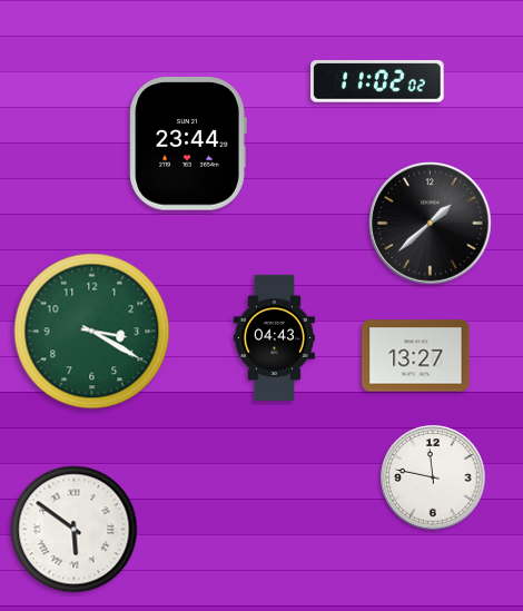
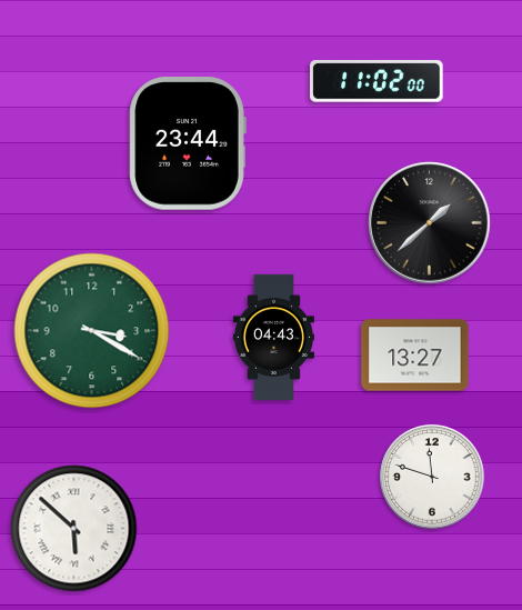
clock at (377, 81): 11:02:02 -> 11:02:00
clock at (433, 477): 11:47 -> 11:48
clock at (75, 530): 5:51 -> 5:52
